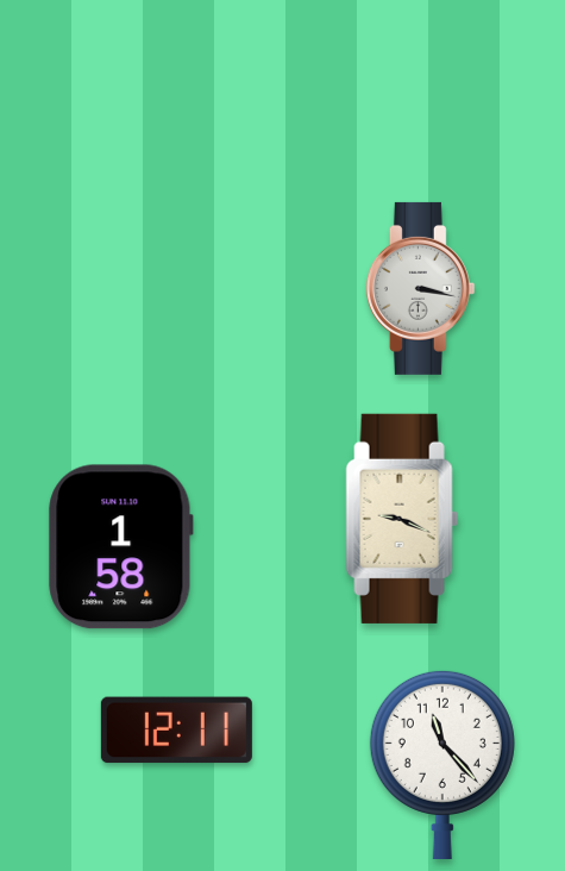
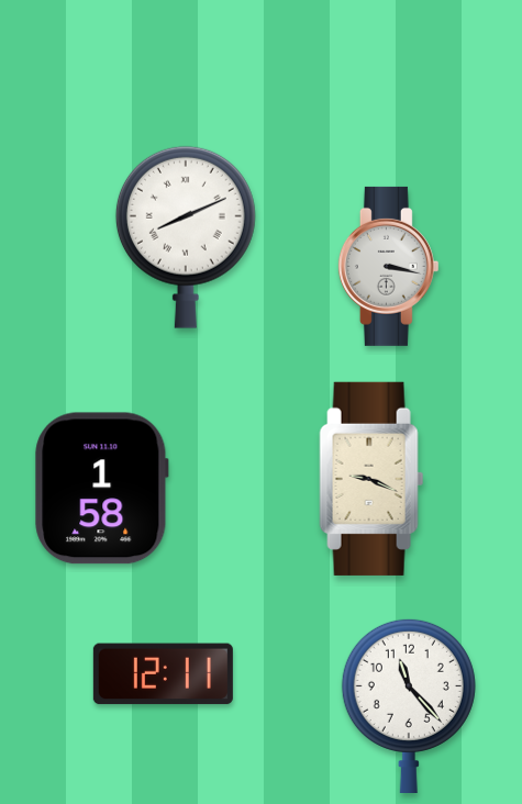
clock at (186, 237): none -> 8:11
clock at (121, 547) position: (121, 547) -> (102, 489)
